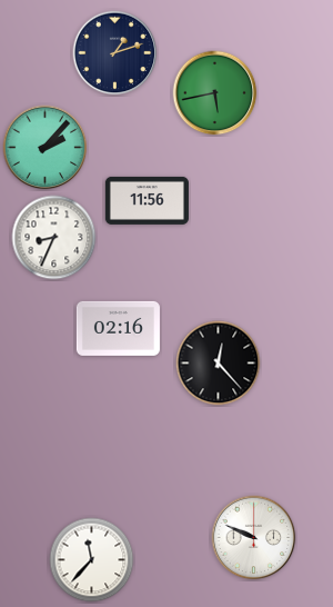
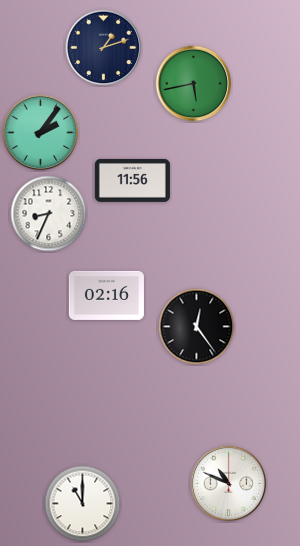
clock at (46, 148): 2:07 -> 2:06
clock at (219, 364): 12:23 -> 12:24
clock at (254, 538): 9:49 -> 10:49
clock at (92, 560): 11:37 -> 11:00
